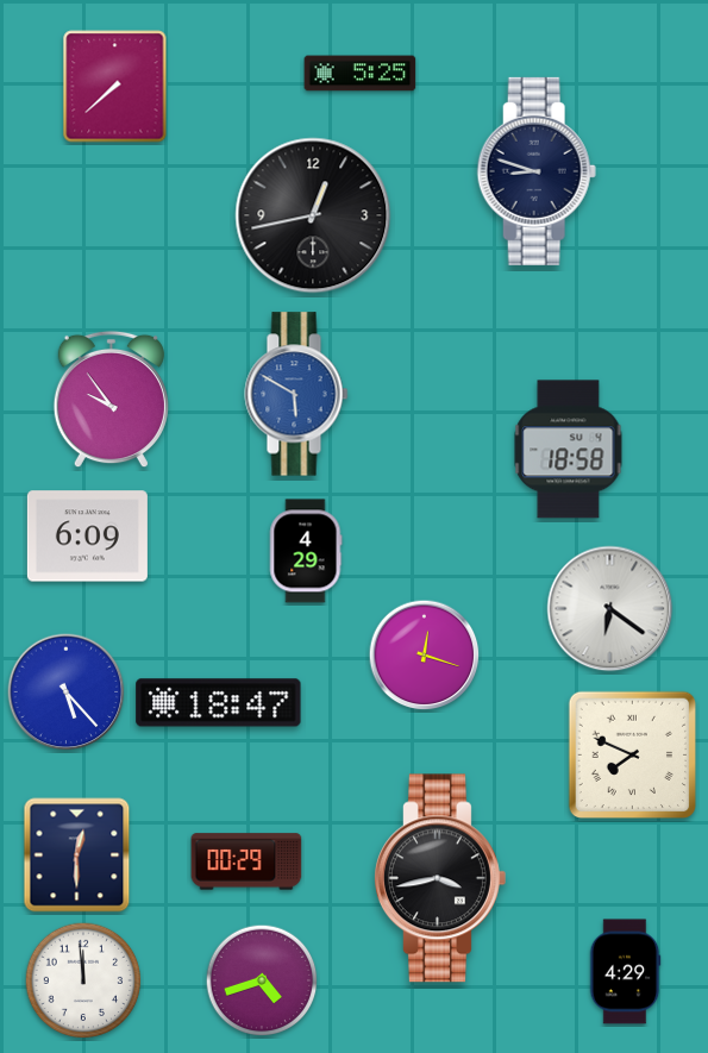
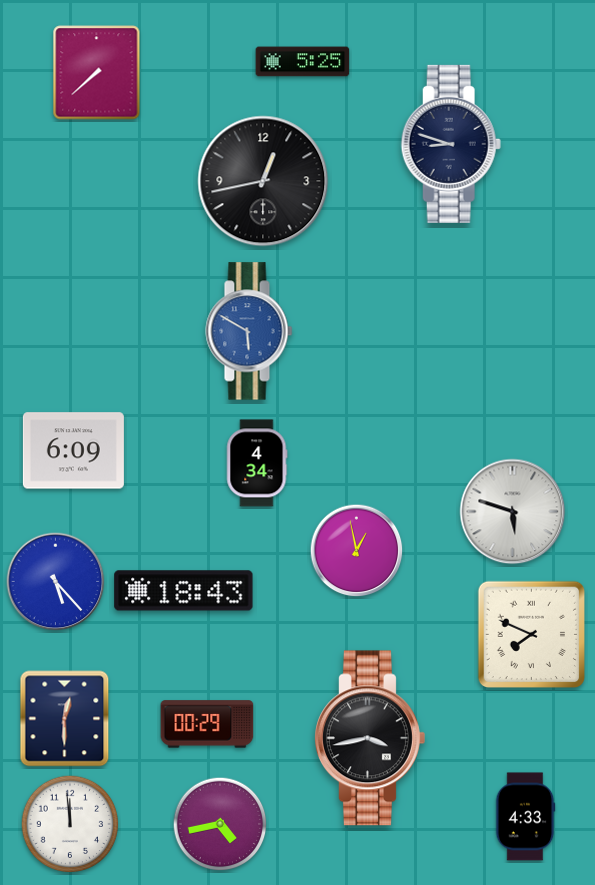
clock at (111, 400): 9:54 -> none
clock at (569, 450): 18:58 -> none
clock at (306, 551): 4:29 -> 4:34
clock at (610, 609): 6:21 -> 5:48
clock at (425, 656): 12:18 -> 12:58
clock at (219, 703): 18:47 -> 18:43
clock at (625, 972): 4:29 -> 4:33
clock at (262, 980): 4:42 -> 4:43
